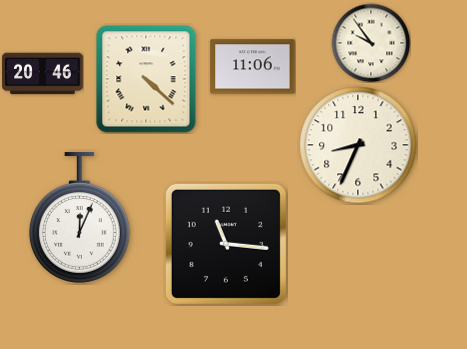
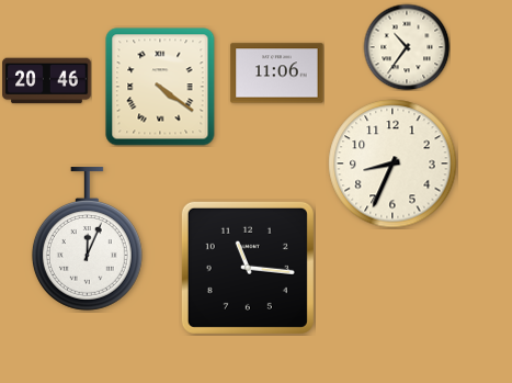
clock at (371, 43): 9:54 -> 10:36
clock at (146, 79): 4:22 -> 4:21
clock at (358, 145) position: (358, 145) -> (392, 164)
